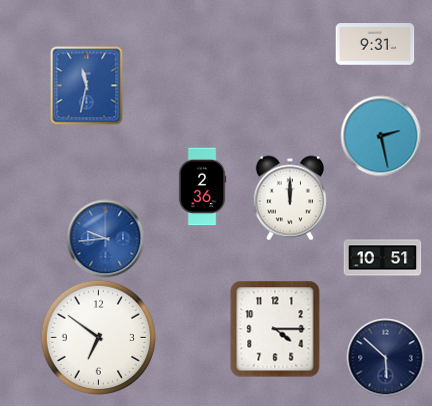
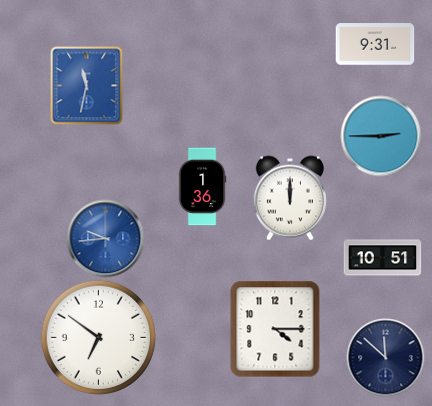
clock at (381, 136): 2:28 -> 2:45
clock at (202, 186): 2:36 -> 1:36
clock at (385, 357): 5:52 -> 11:52
